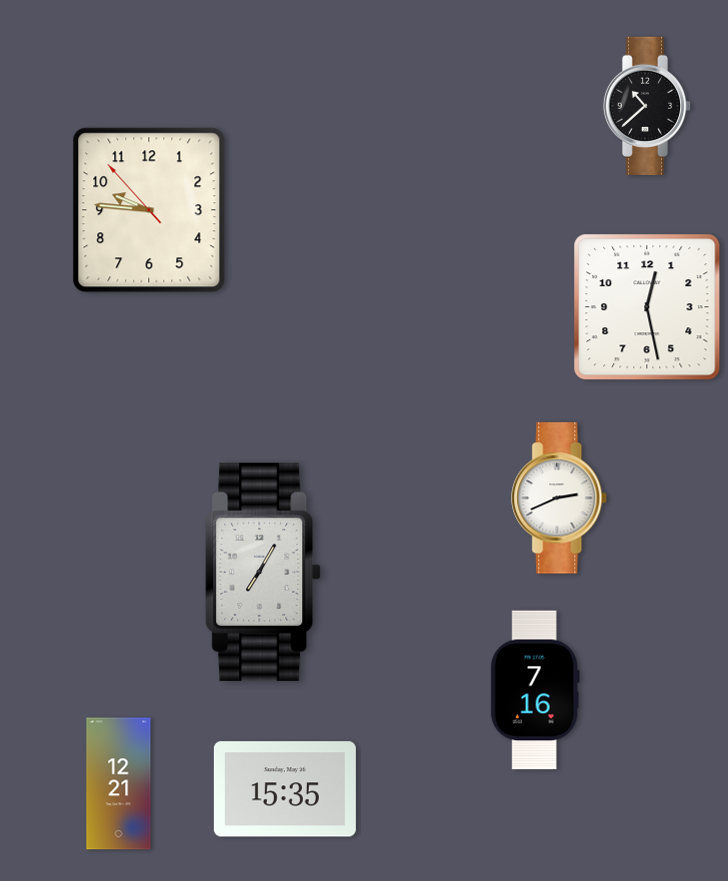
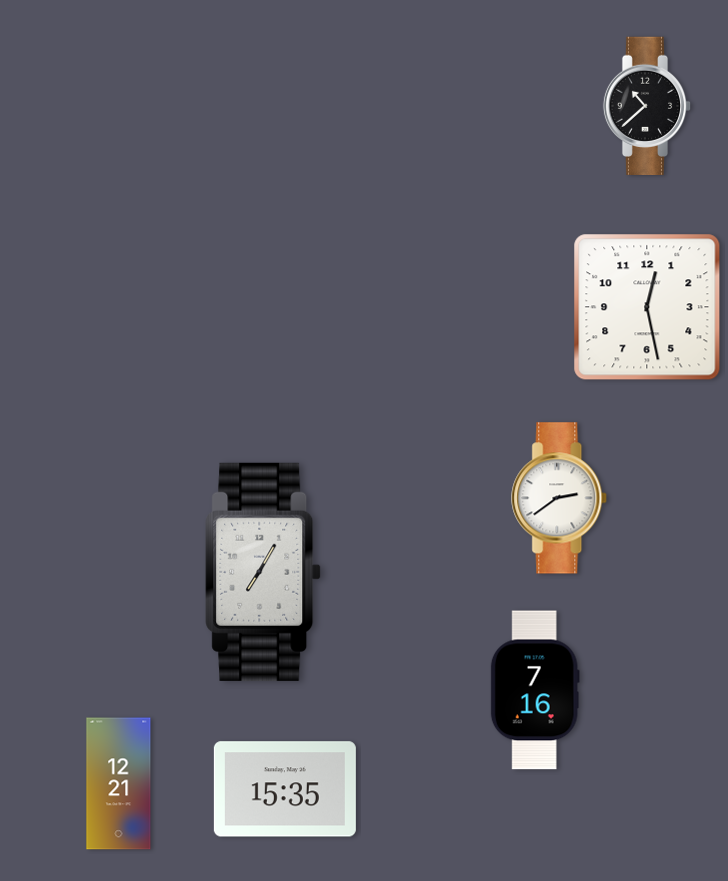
clock at (149, 210): 9:45 -> none
clock at (560, 498): 2:41 -> 2:39
